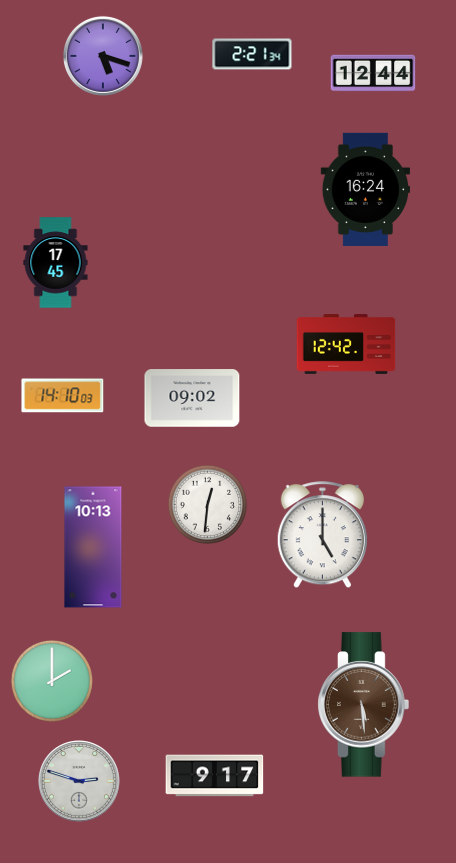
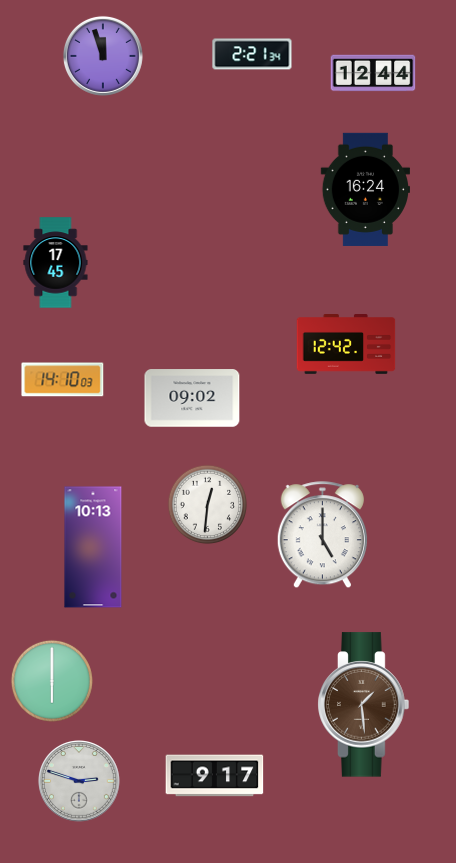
clock at (103, 56): 5:18 -> 11:57
clock at (63, 396) position: (63, 396) -> (63, 380)
clock at (52, 681): 2:00 -> 6:00
clock at (364, 705): 5:29 -> 1:29
